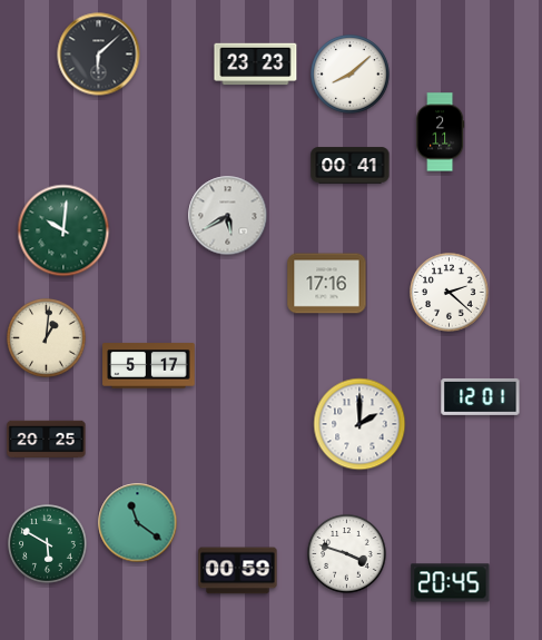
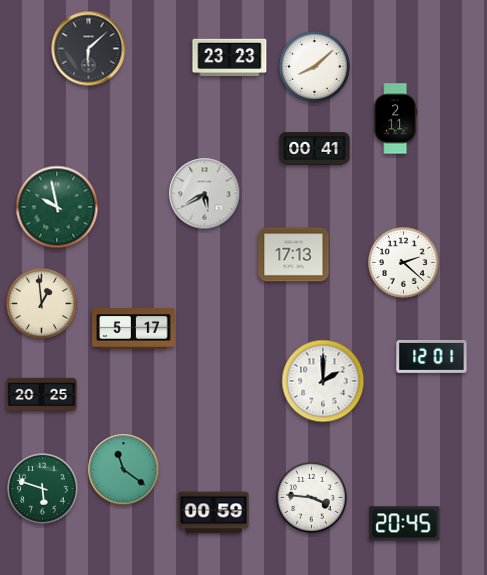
clock at (63, 230): 10:01 -> 9:58
clock at (327, 284): 17:16 -> 17:13
clock at (47, 338): 1:01 -> 12:59
clock at (48, 544): 5:50 -> 5:48
clock at (347, 554): 3:48 -> 3:46
